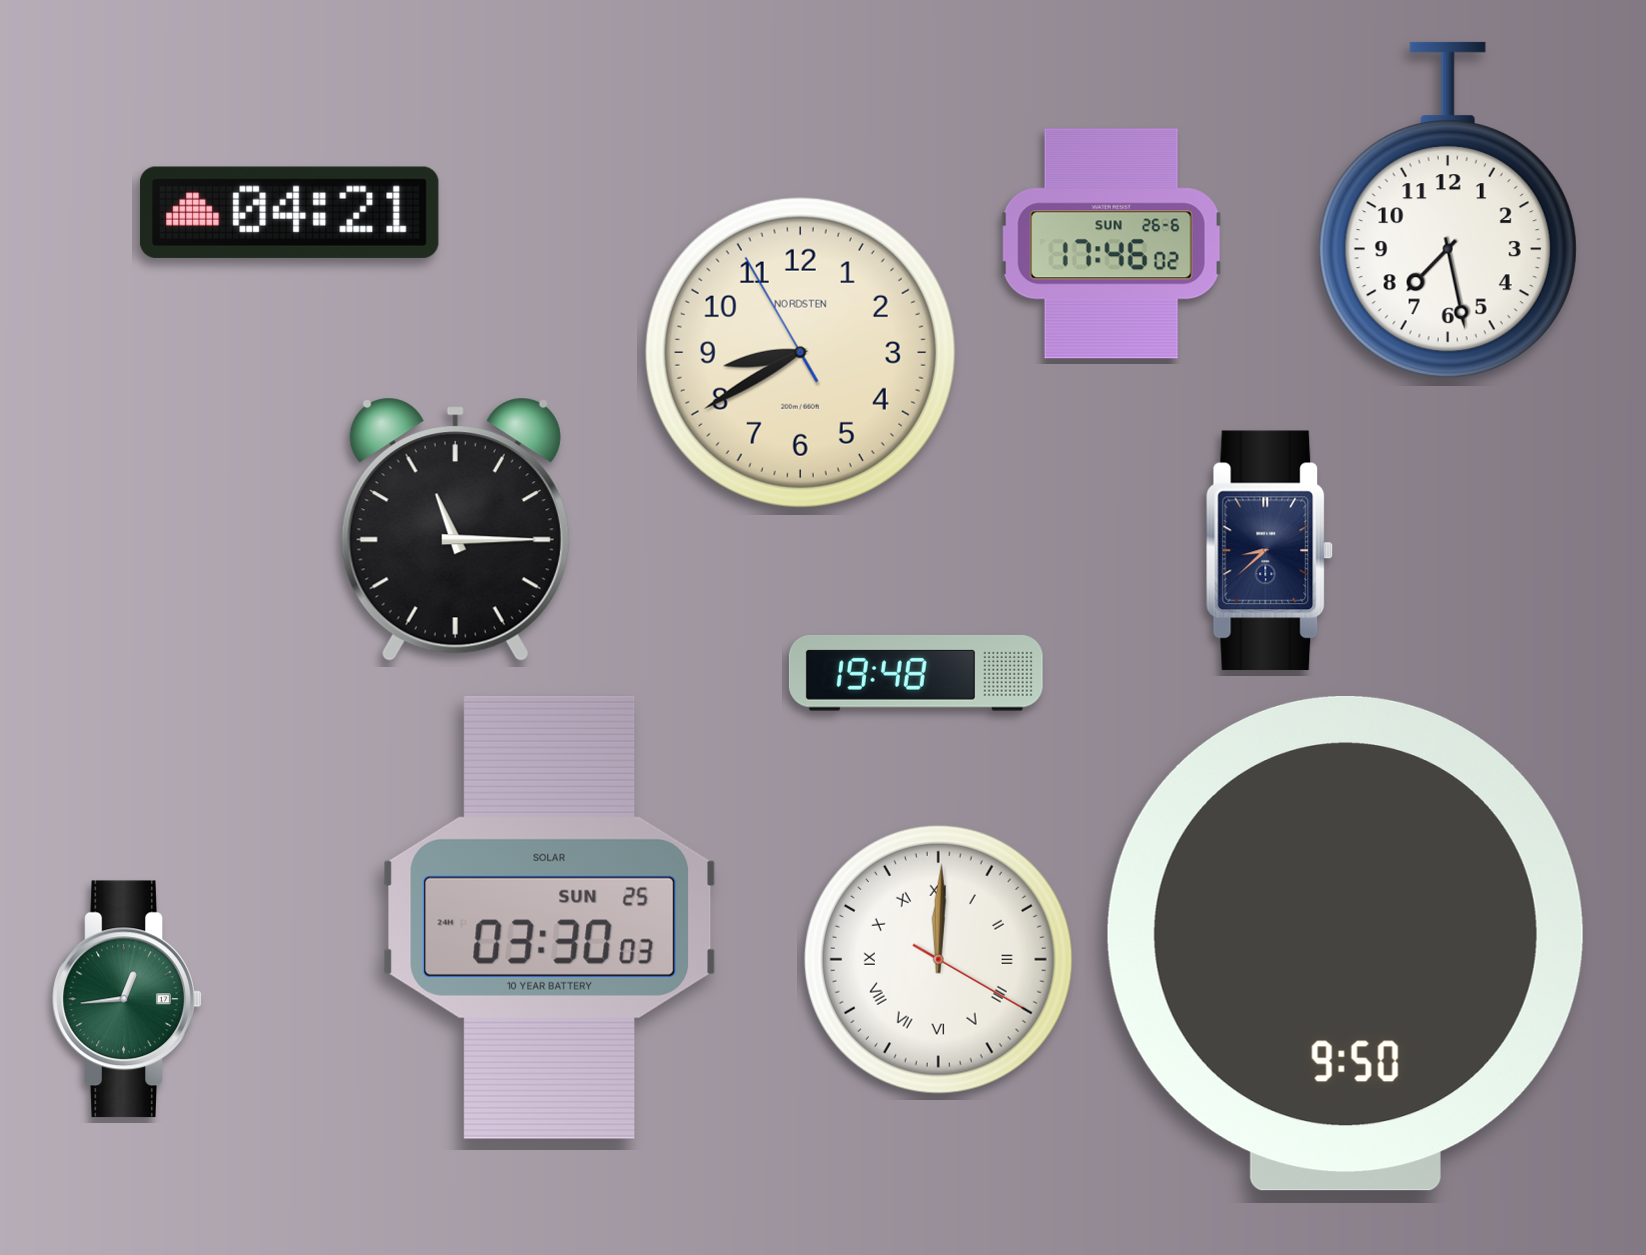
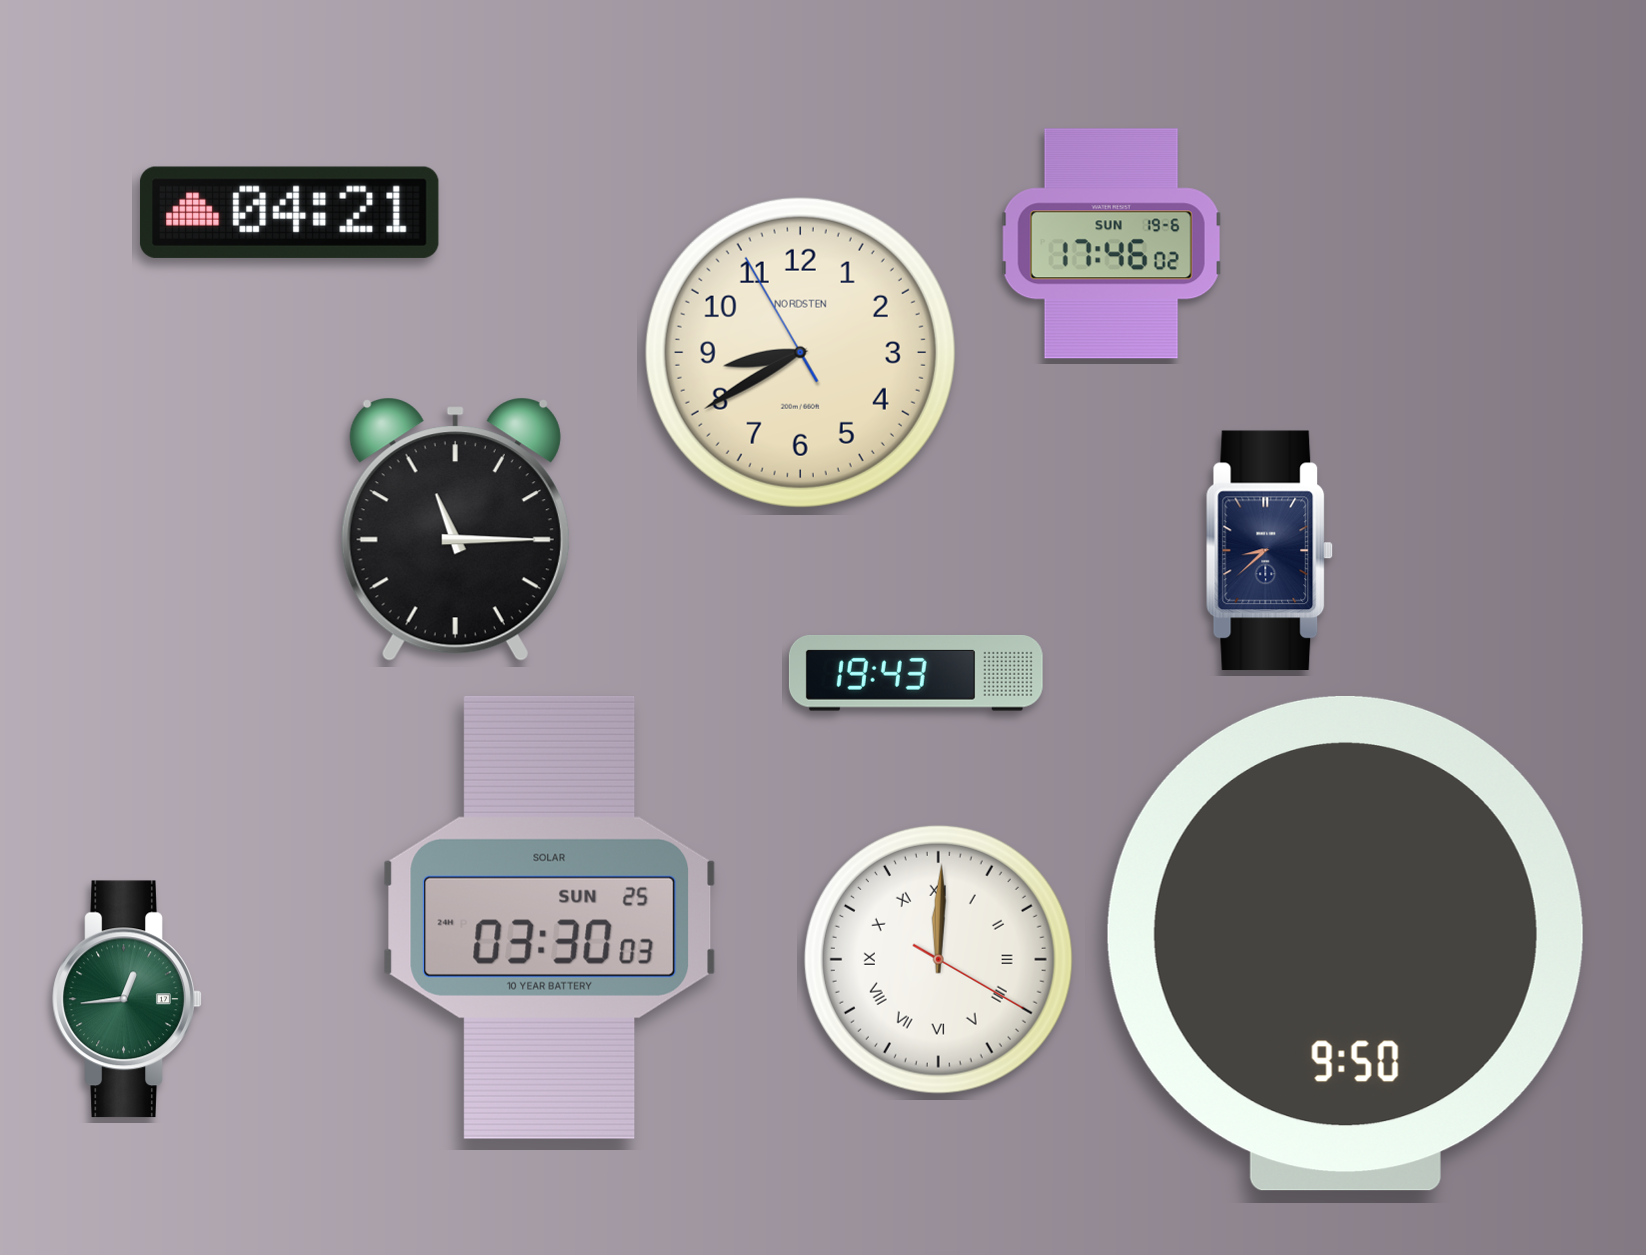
clock at (1448, 210): 7:28 -> none
clock at (1111, 244) date: SUN 26-6 -> SUN 19-6
clock at (916, 673): 19:48 -> 19:43
